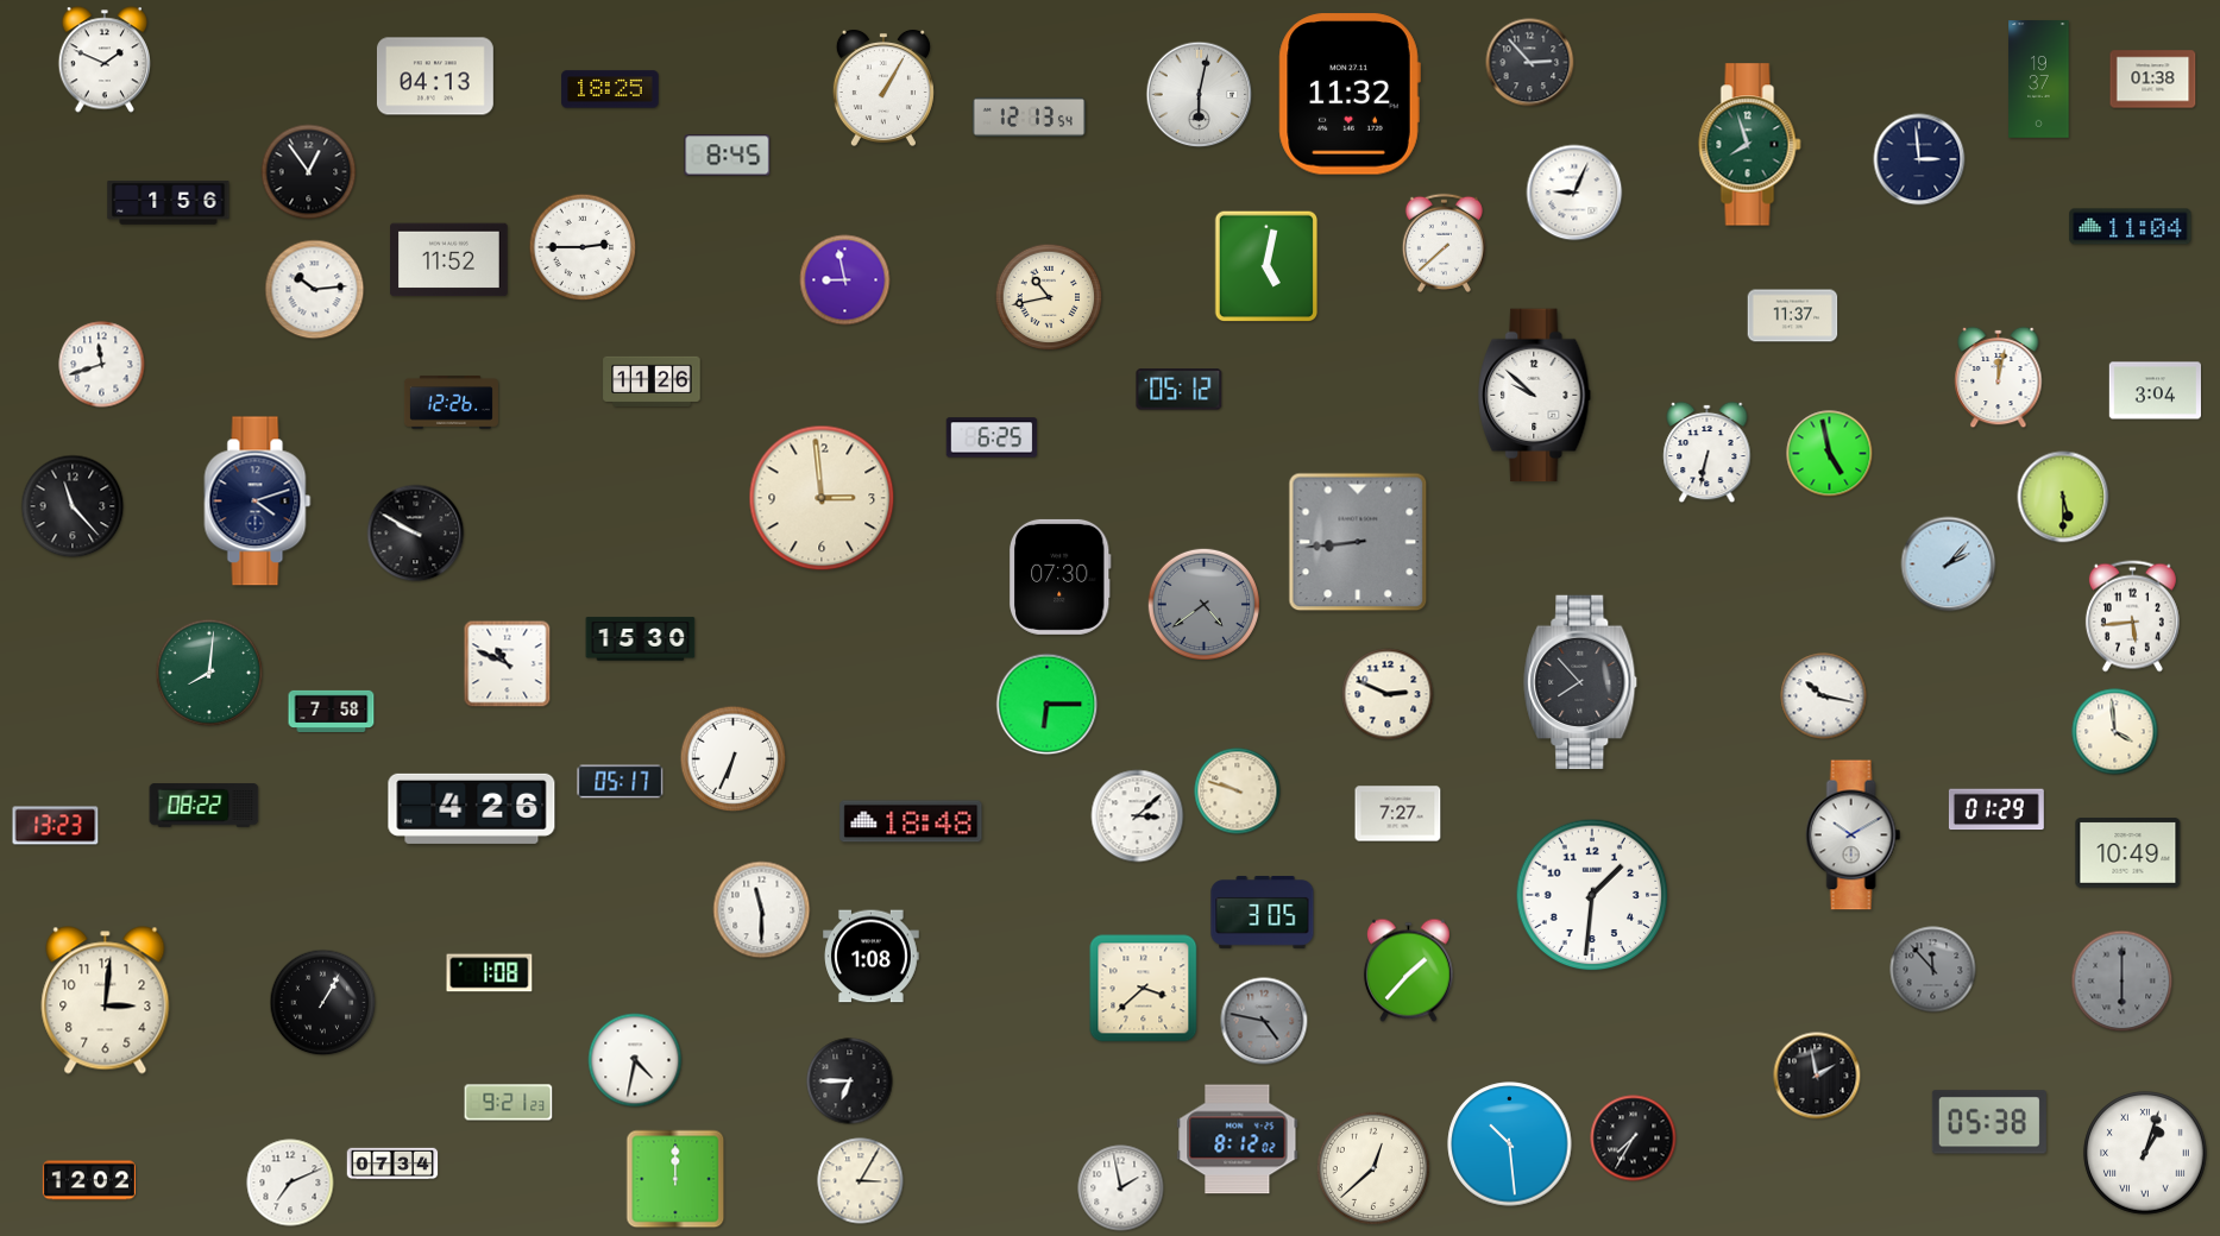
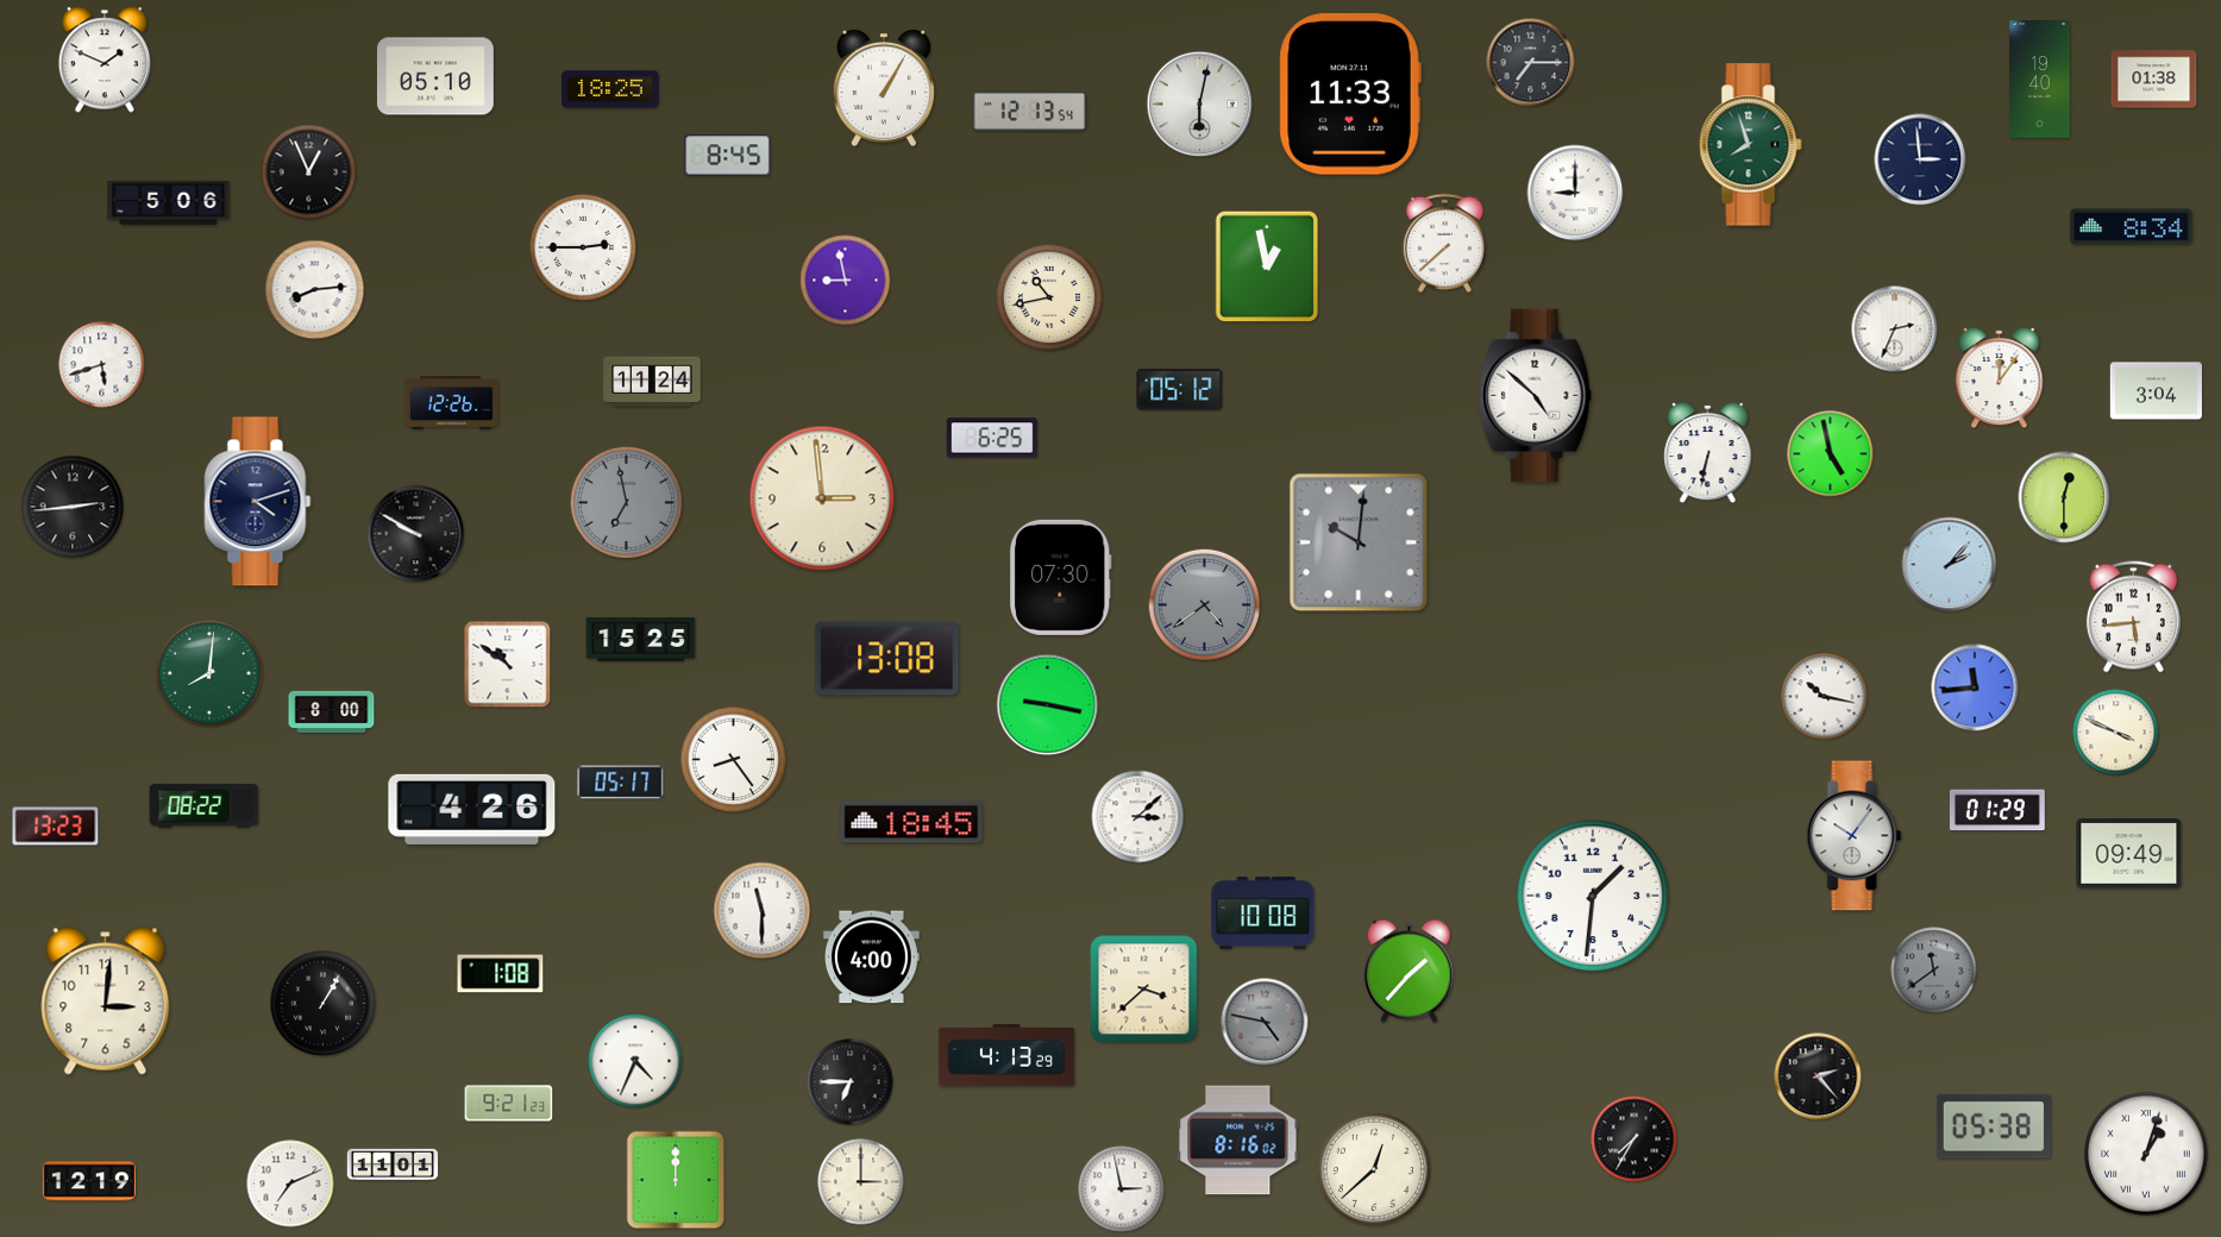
clock at (1530, 63): 2:53 -> 7:15
clock at (435, 76): 04:13 -> 05:10
clock at (2039, 80): 19:37 -> 19:40
clock at (1350, 94): 11:32 -> 11:33
clock at (1200, 95) position: (1200, 95) -> (1200, 105)
clock at (1029, 116) position: (1029, 116) -> (1029, 111)
clock at (309, 172): 12:54 -> 12:56
clock at (1574, 193): 9:04 -> 9:00
clock at (169, 203): 1:56 -> 5:06
clock at (2131, 227): 11:04 -> 8:34
clock at (449, 260): 11:52 -> none
clock at (1266, 266): 5:02 -> 12:58
clock at (315, 290): 10:14 -> 8:14
clock at (1793, 316): 11:37 -> none
clock at (1895, 329): none -> 2:34
clock at (102, 365): 11:42 -> 5:42
clock at (1999, 378): 12:02 -> 12:06
clock at (652, 381): 11:26 -> 11:24
clock at (1535, 396): 9:52 -> 4:52
clock at (2063, 497): 5:30 -> 12:30
clock at (626, 502): none -> 6:58
clock at (73, 506): 11:23 -> 2:44
clock at (1358, 542): 8:44 -> 10:01
clock at (641, 639): 15:30 -> 15:25
clock at (887, 659): none -> 13:08
clock at (508, 664): 10:49 -> 10:51
clock at (1580, 681): 7:53 -> none
clock at (1975, 687): none -> 11:44
clock at (1388, 694): 2:49 -> none
clock at (1048, 705): 6:15 -> 9:17
clock at (332, 711): 7:58 -> 8:00
clock at (2115, 732): 3:59 -> 3:49
clock at (734, 759): 6:34 -> 8:24
clock at (1238, 792): 9:48 -> none
clock at (1398, 814): 7:27 -> none
clock at (911, 821): 18:48 -> 18:45
clock at (1854, 835): 10:10 -> 10:06
clock at (2128, 853): 10:49 -> 09:49
clock at (1263, 913): 3:05 -> 10:08
clock at (872, 957): 1:08 -> 4:00
clock at (1933, 970): 11:53 -> 11:39
clock at (490, 973) position: (490, 973) -> (501, 974)
clock at (2122, 982): 6:00 -> none
clock at (1006, 1056): none -> 4:13
clock at (635, 1060): 4:32 -> 4:34
clock at (1817, 1076): 1:58 -> 2:23
clock at (1989, 1122) position: (1989, 1122) -> (1994, 1126)
clock at (1238, 1140): 8:12 -> 8:16
clock at (1510, 1144): 10:29 -> none
clock at (392, 1164): 07:34 -> 11:01
clock at (89, 1180): 12:02 -> 12:19
clock at (861, 1181): 3:05 -> 3:00
clock at (1121, 1188): 1:58 -> 2:58
